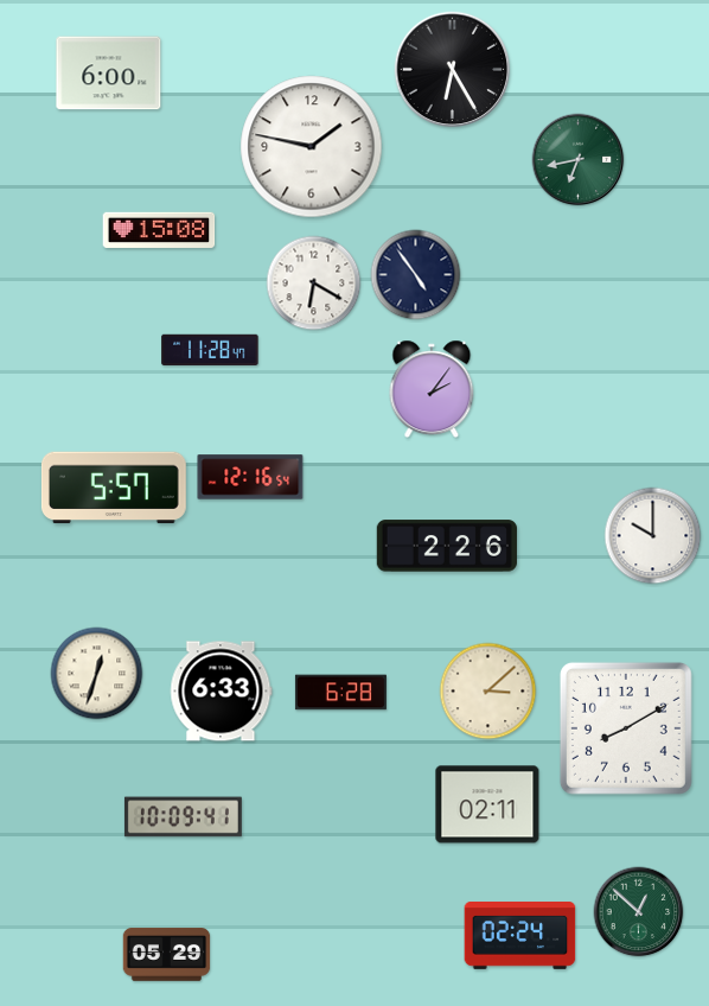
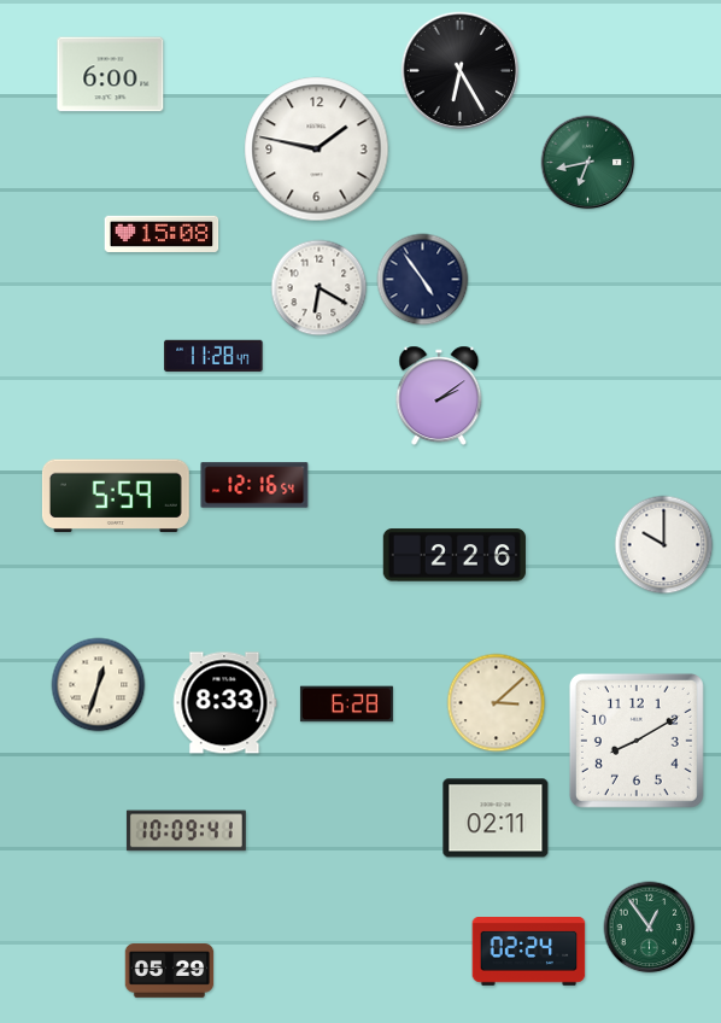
clock at (432, 389): 2:06 -> 2:09
clock at (114, 488): 5:57 -> 5:59
clock at (221, 692): 6:33 -> 8:33
clock at (639, 912): 12:52 -> 12:54
